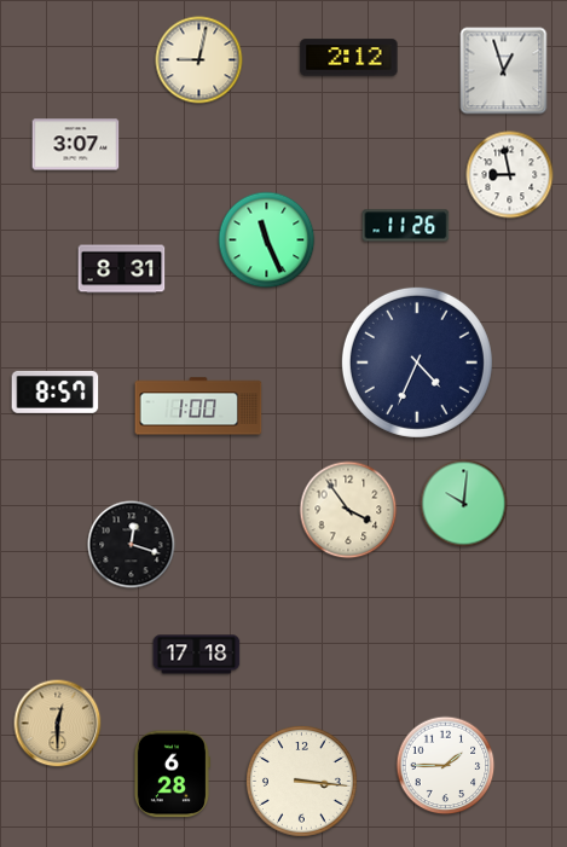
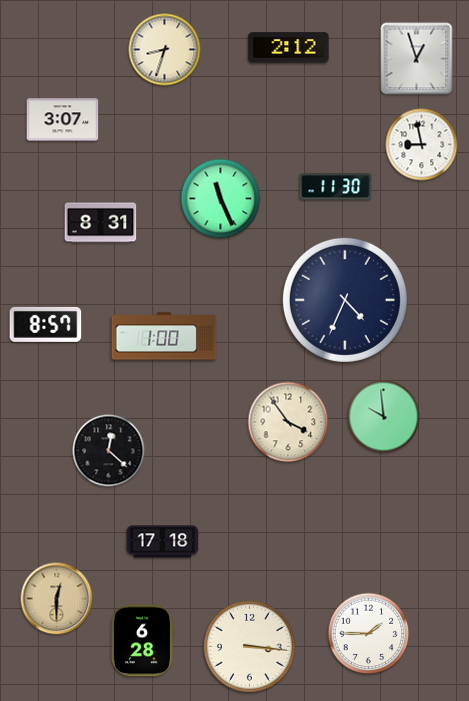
clock at (199, 60): 9:02 -> 8:33
clock at (406, 226): 11:26 -> 11:30
clock at (464, 504): 10:01 -> 9:59
clock at (132, 545): 12:18 -> 12:22
clock at (58, 724) position: (58, 724) -> (57, 599)
